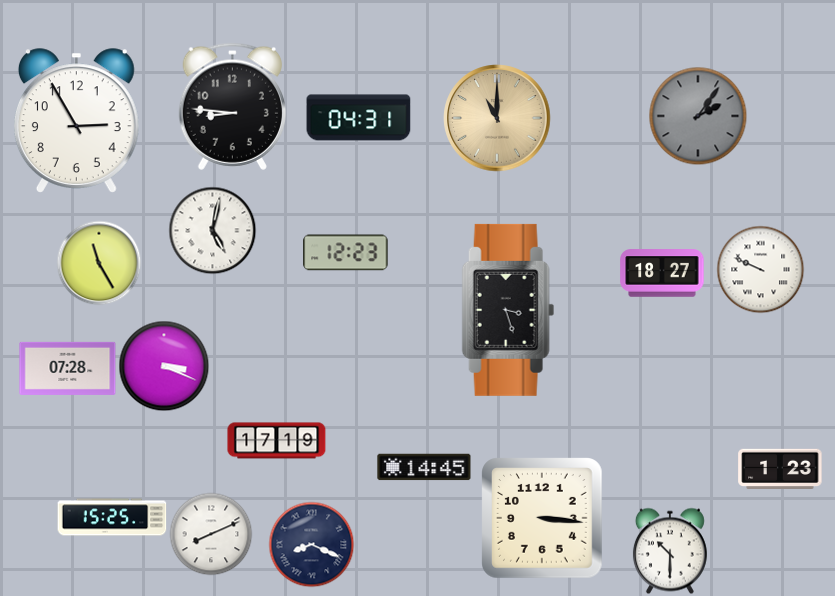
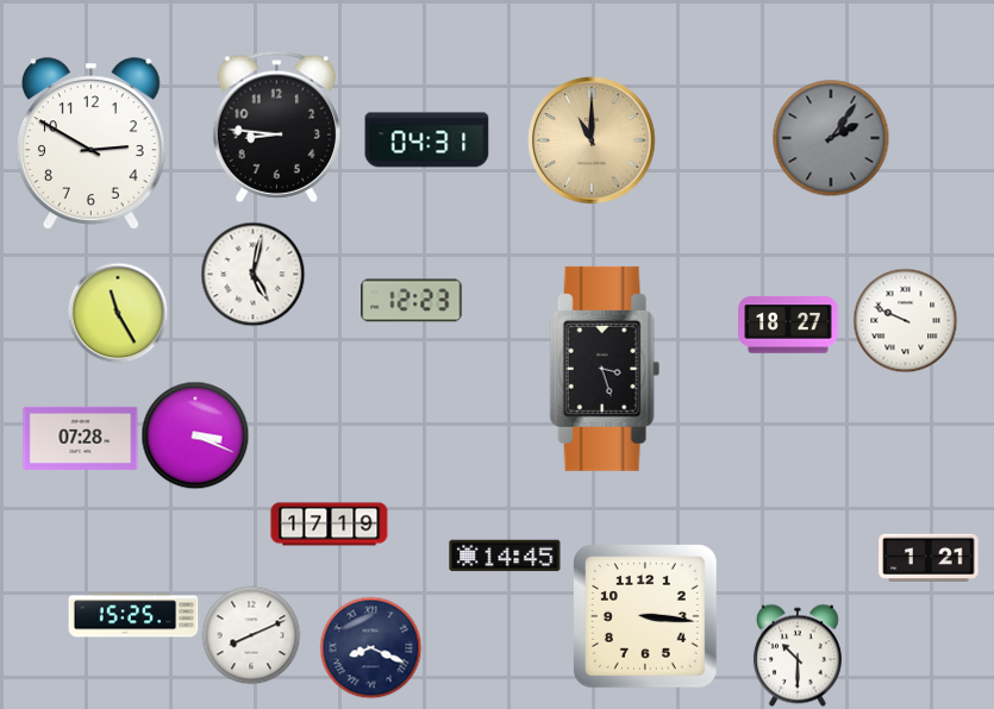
clock at (76, 121): 2:55 -> 2:50
clock at (780, 468): 1:23 -> 1:21
